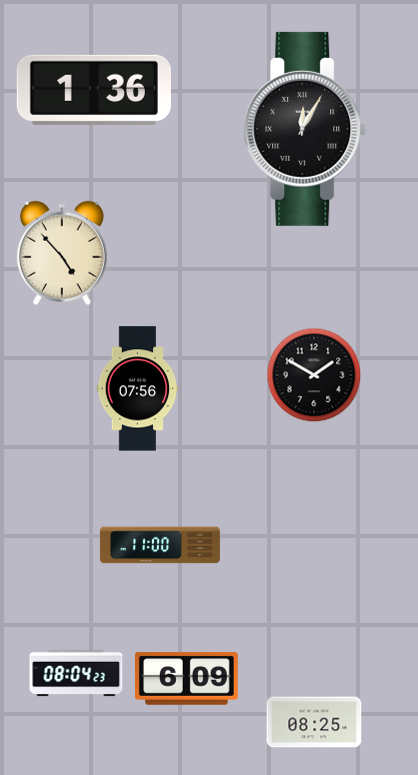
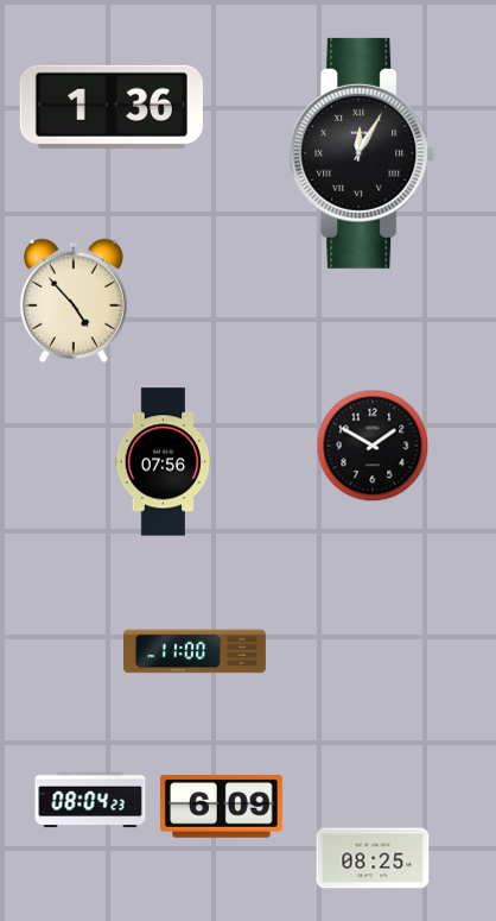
clock at (160, 545) position: (160, 545) -> (195, 651)
